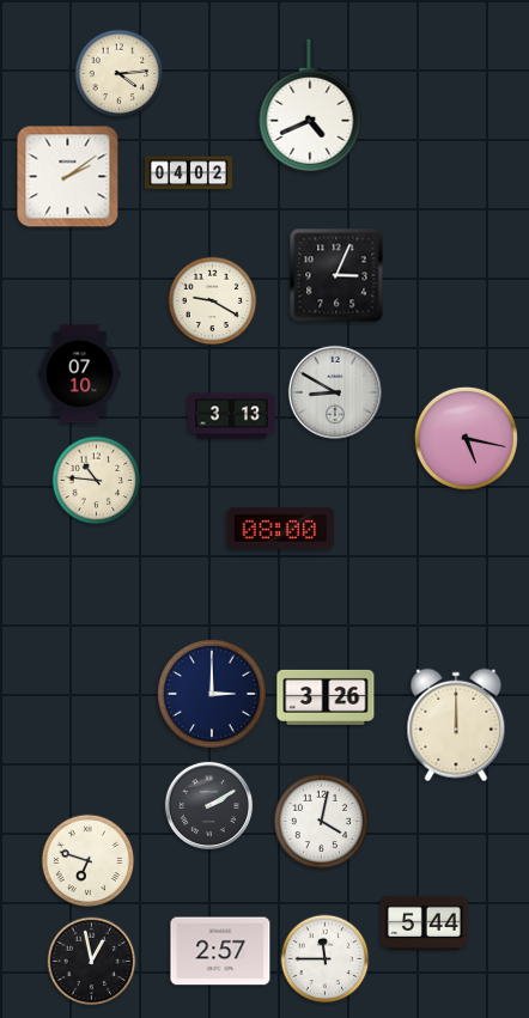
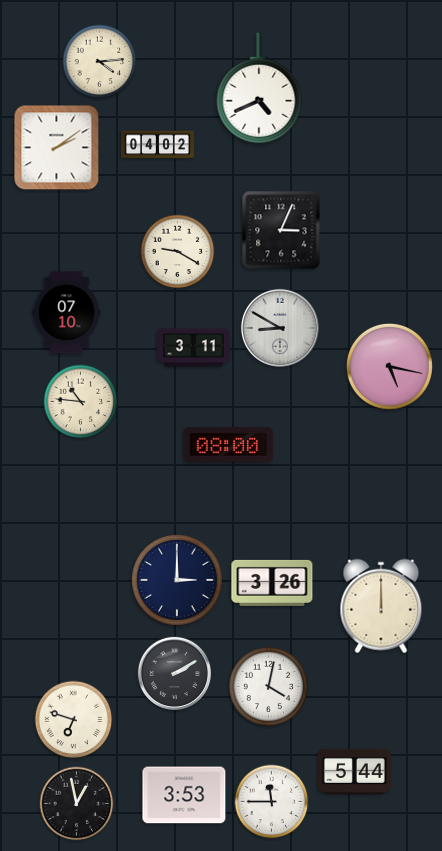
clock at (232, 416): 3:13 -> 3:11
clock at (281, 528) position: (281, 528) -> (229, 444)
clock at (220, 951): 2:57 -> 3:53
